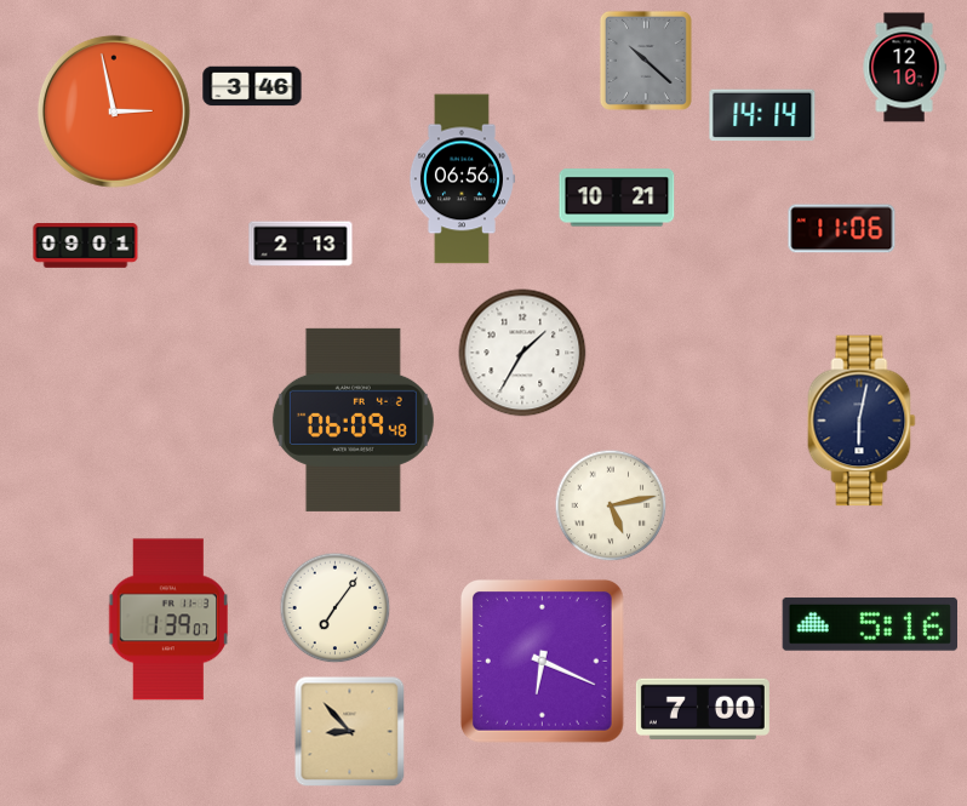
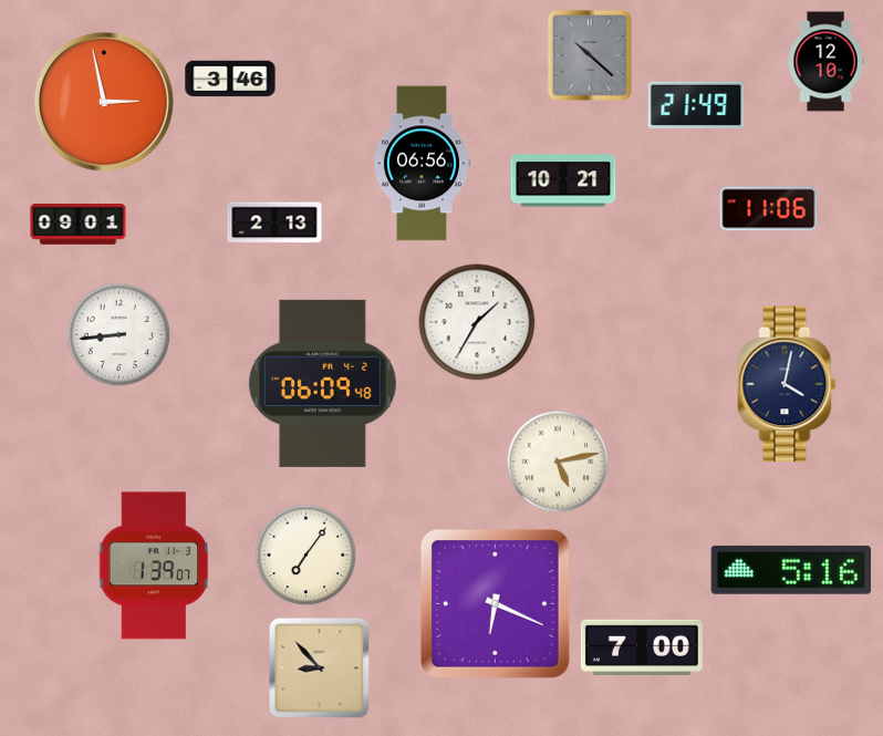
clock at (762, 115): 14:14 -> 21:49
clock at (118, 334): none -> 8:44
clock at (862, 421): 6:02 -> 4:02
clock at (869, 624) position: (869, 624) -> (790, 570)
